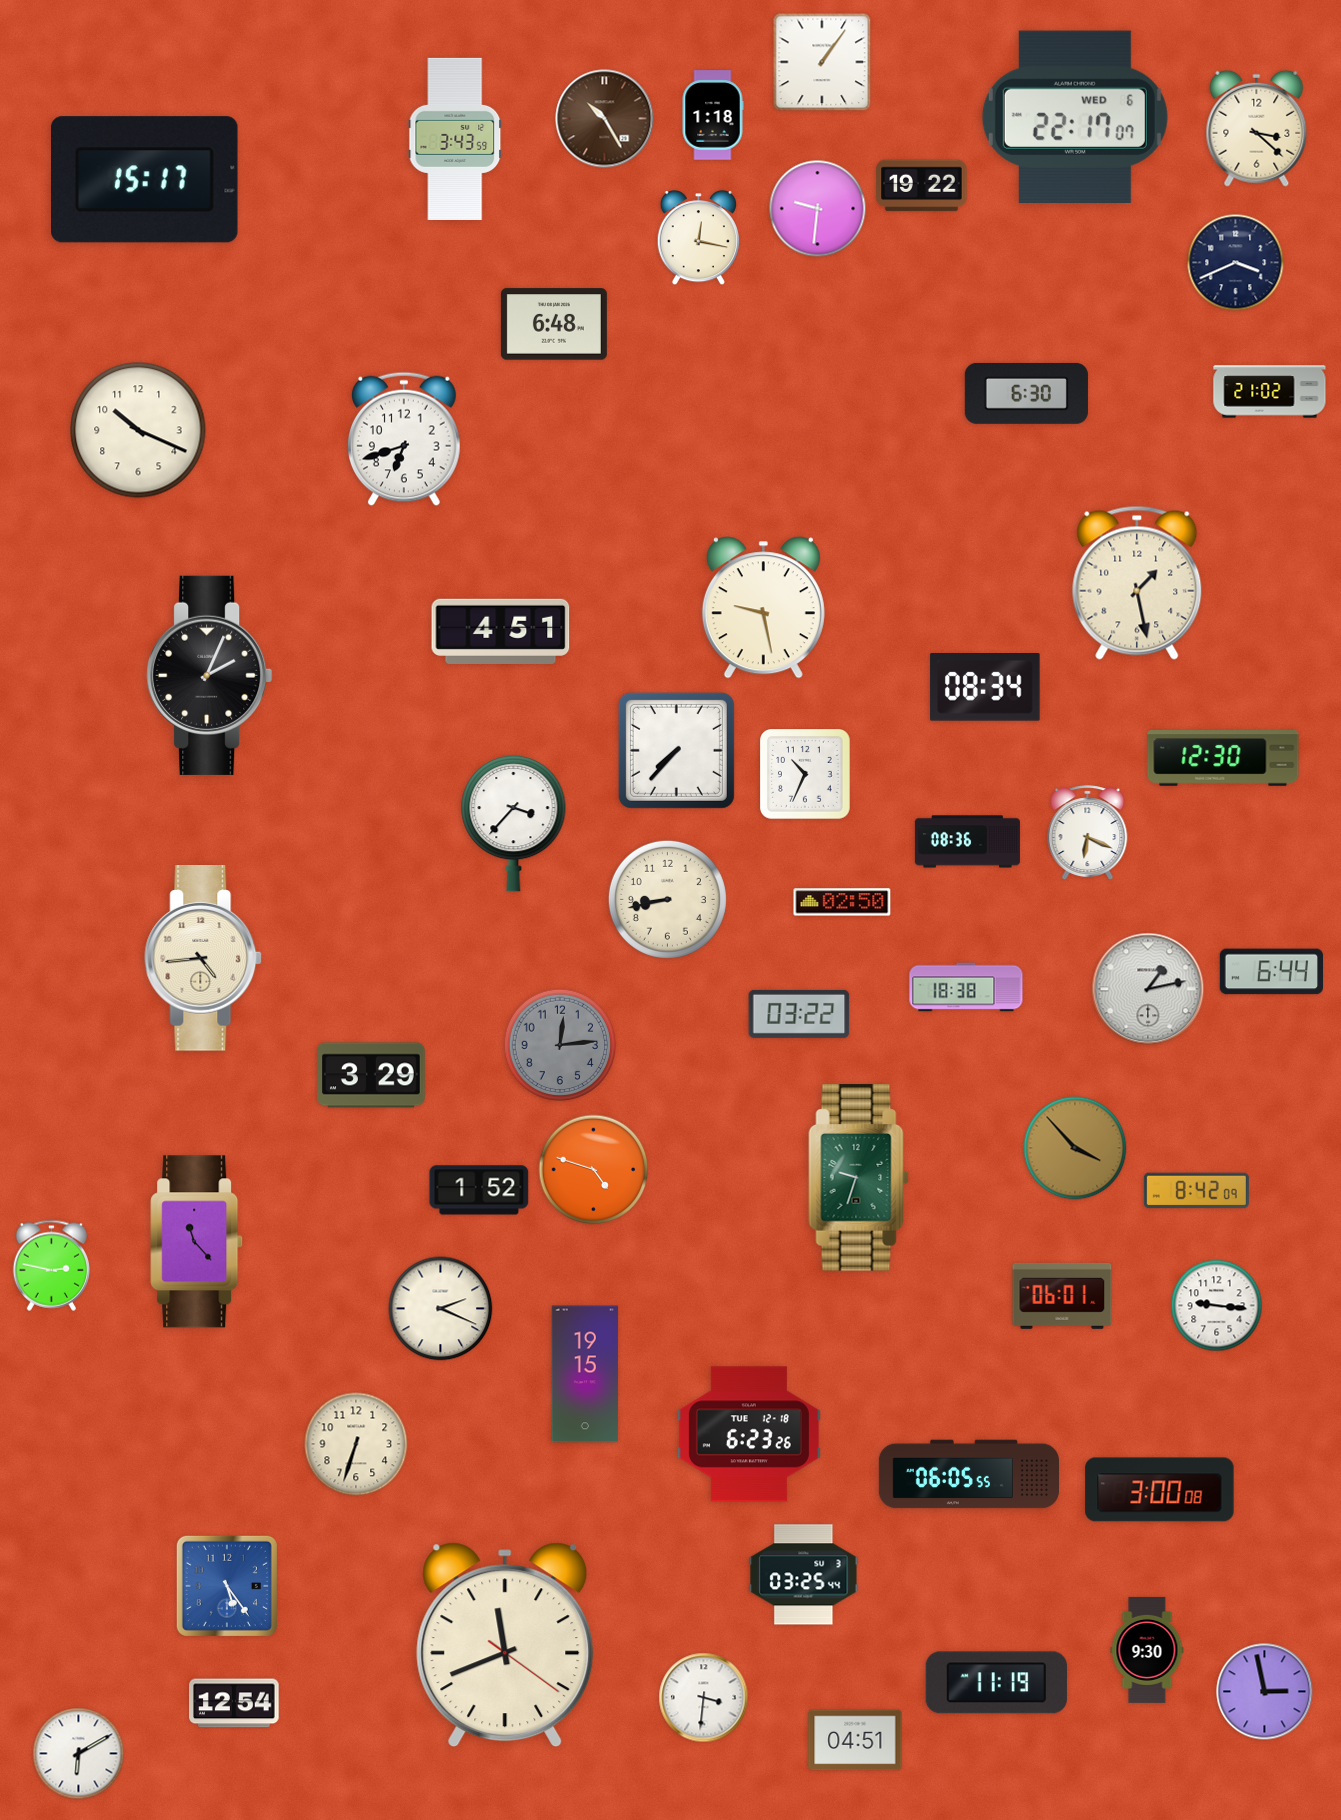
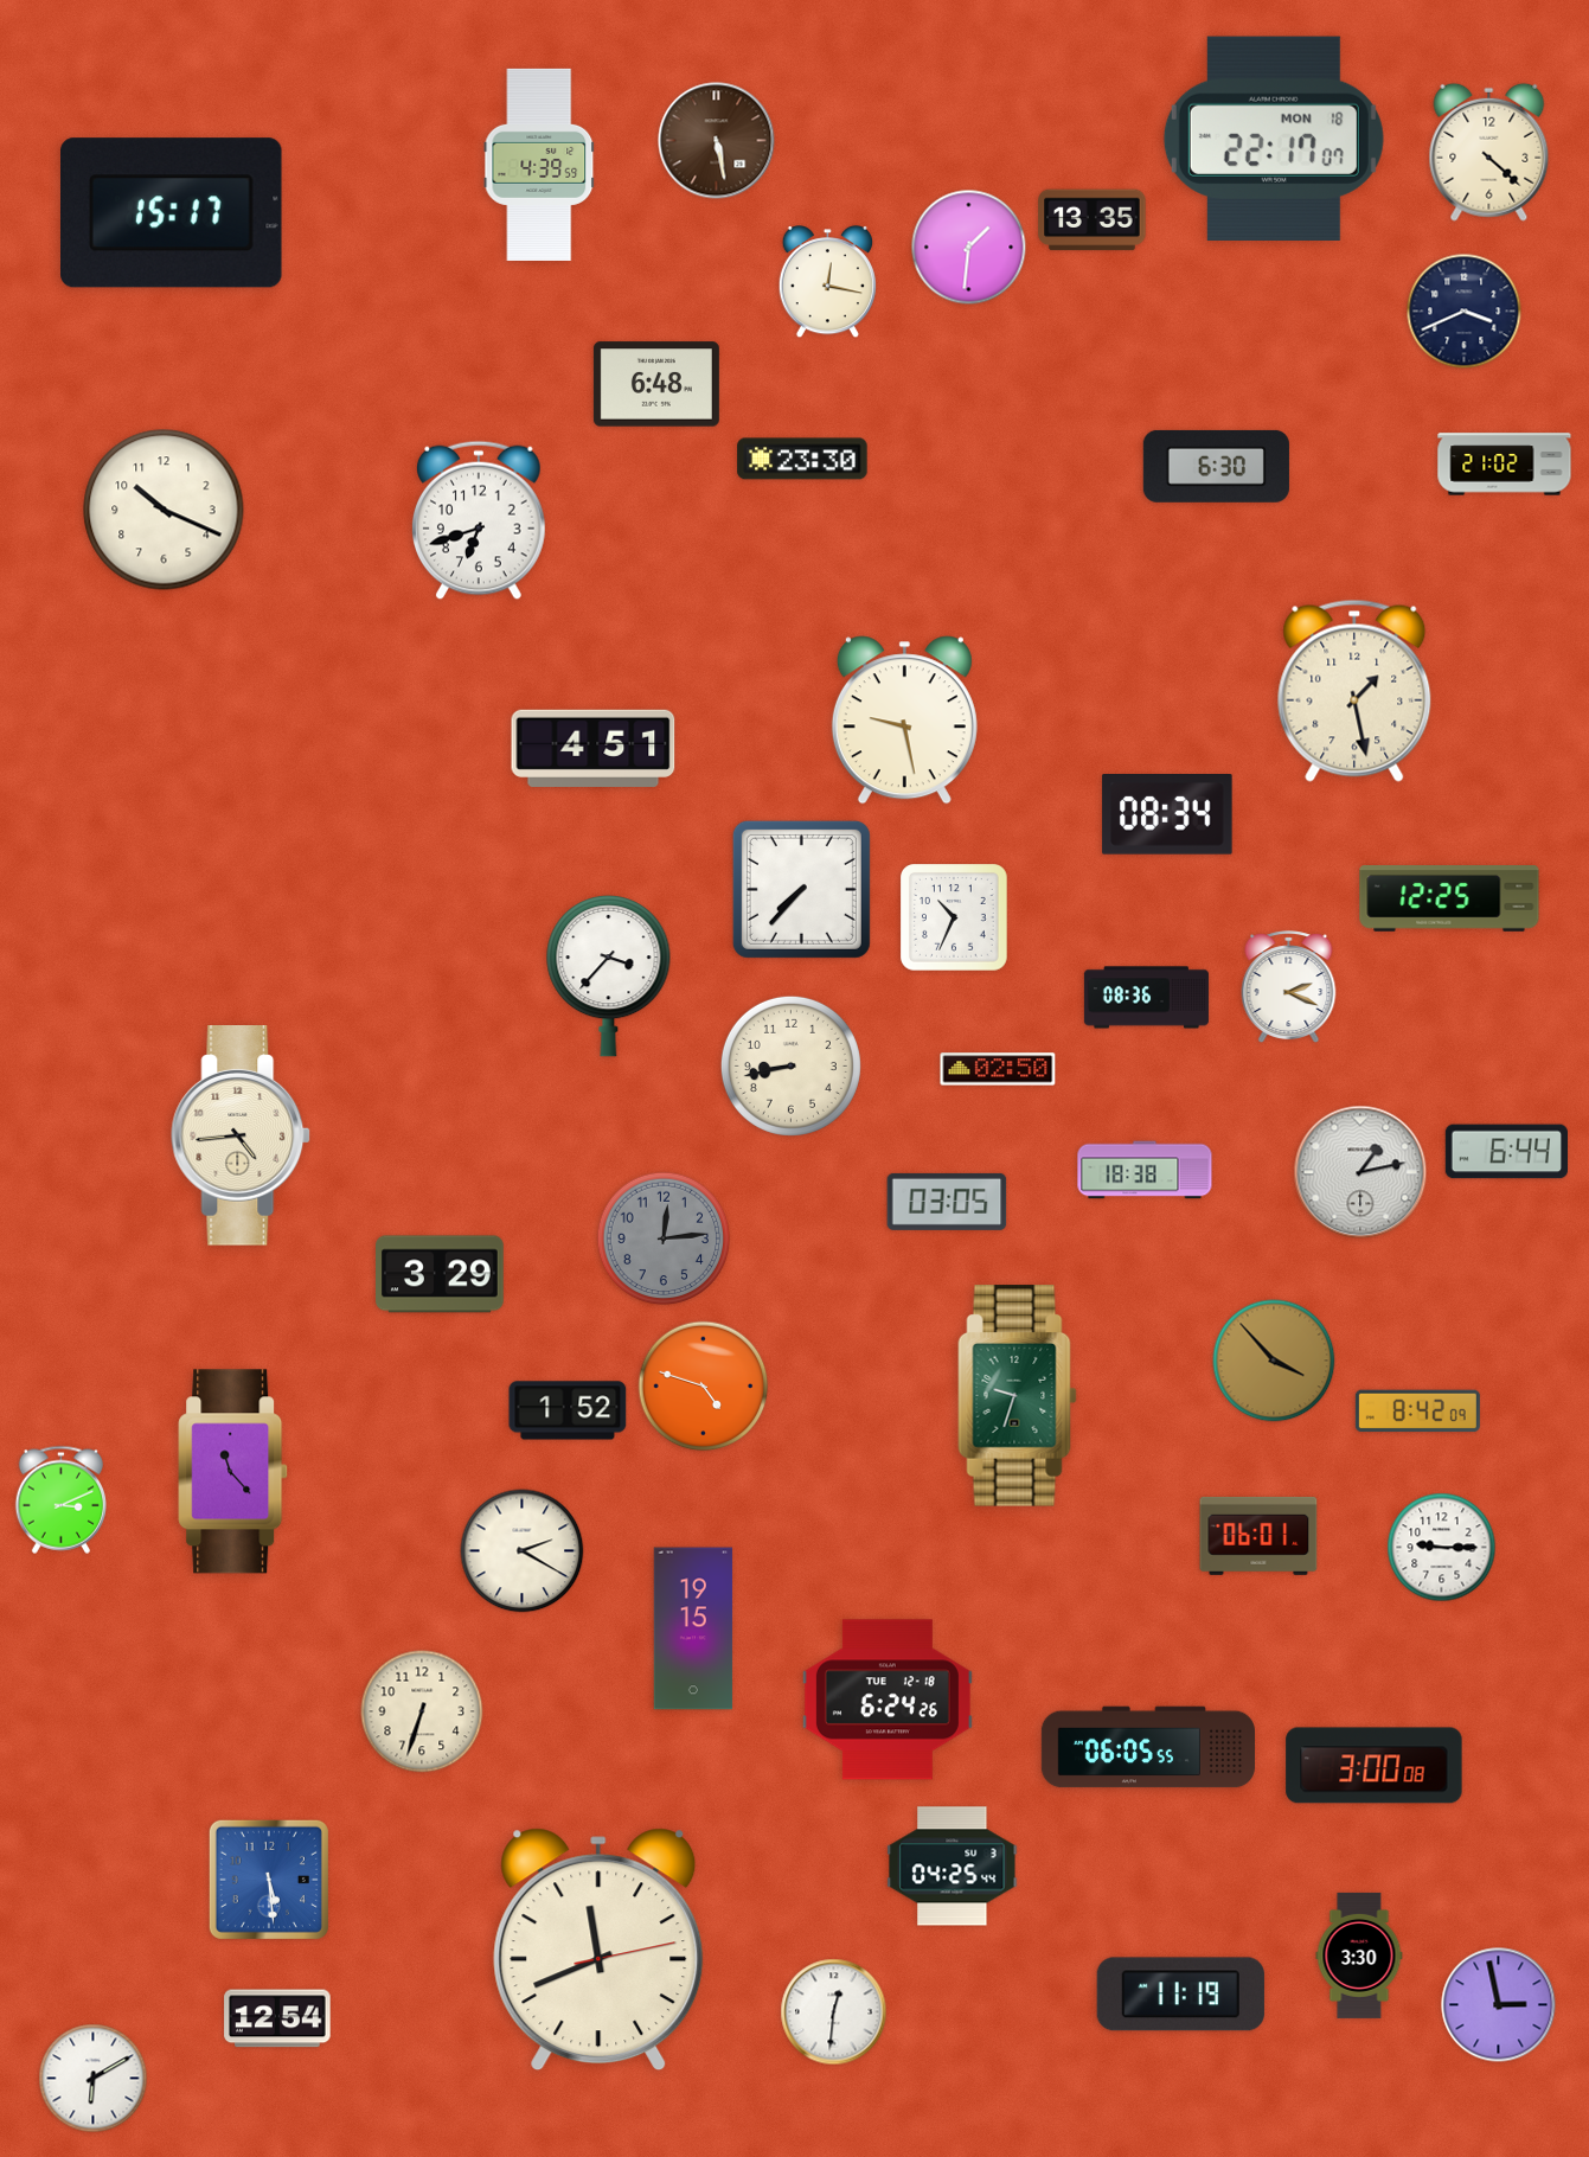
clock at (822, 62): 1:06 -> none
clock at (713, 115): 1:18 -> none
clock at (1075, 117) date: WED 6 -> MON 18
clock at (605, 119): 10:25 -> 5:28
clock at (1257, 128): 3:22 -> 4:22
clock at (455, 139): 3:43 -> 4:39
clock at (922, 186): 19:22 -> 13:35
clock at (818, 209): 9:31 -> 1:31
clock at (802, 459): none -> 23:30
clock at (1137, 583) position: (1137, 583) -> (1354, 691)
clock at (210, 675): 2:04 -> none
clock at (1223, 759): 12:30 -> 12:25
clock at (1088, 832): 6:19 -> 2:19
clock at (799, 1014): 03:22 -> 03:05
clock at (51, 1265): 2:47 -> 3:11
clock at (1217, 1306): 9:16 -> 9:15
clock at (441, 1309): 2:19 -> 2:20
clock at (749, 1434): 6:23 -> 6:24
clock at (804, 1575): 03:25 -> 04:25
clock at (227, 1586): 5:24 -> 5:29
clock at (505, 1645): 11:41:21 -> 11:41:13
clock at (1147, 1650): 9:30 -> 3:30
clock at (704, 1698): 3:31 -> 12:31
clock at (855, 1740): 04:51 -> none
